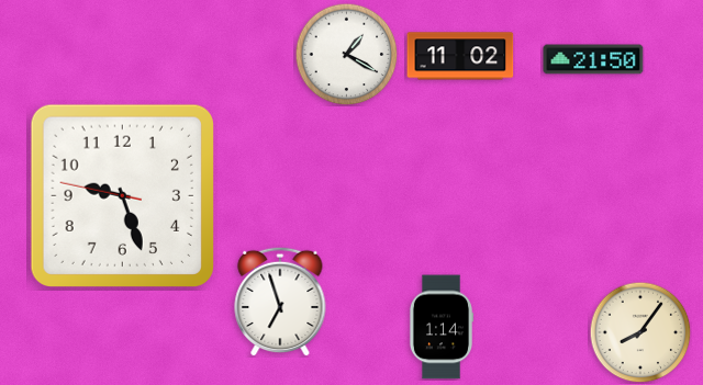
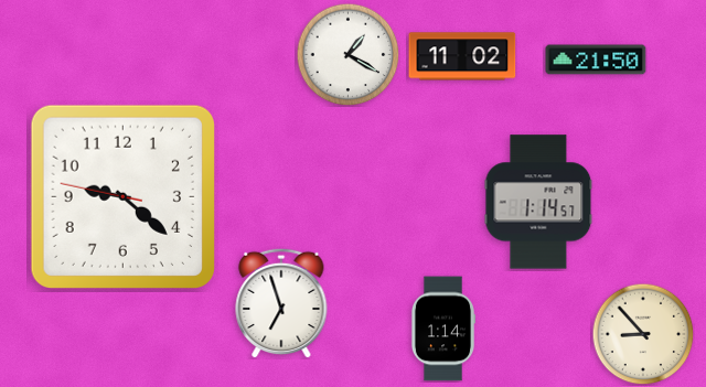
clock at (122, 195): 9:26 -> 9:21
clock at (538, 202): none -> 1:14
clock at (640, 332): 8:06 -> 8:53
